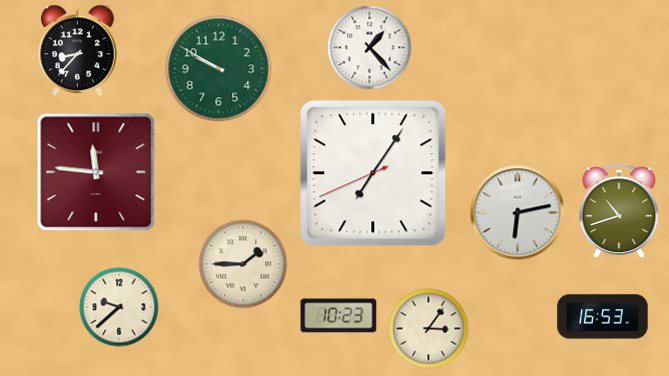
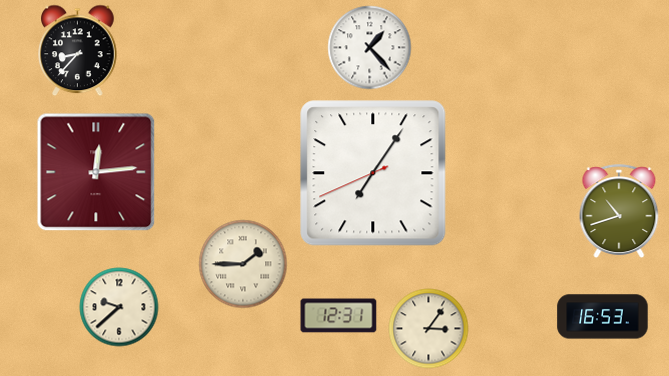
clock at (219, 69): 9:50 -> none
clock at (96, 172): 11:46 -> 12:14
clock at (518, 213): 6:13 -> none
clock at (339, 316): 10:23 -> 12:31
